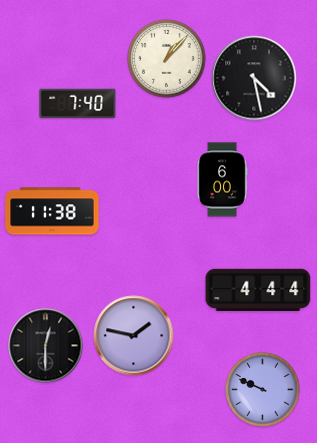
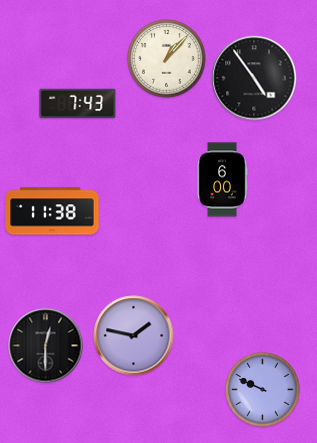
clock at (254, 78): 4:28 -> 4:54
clock at (78, 104): 7:40 -> 7:43
clock at (258, 289): 4:44 -> none
